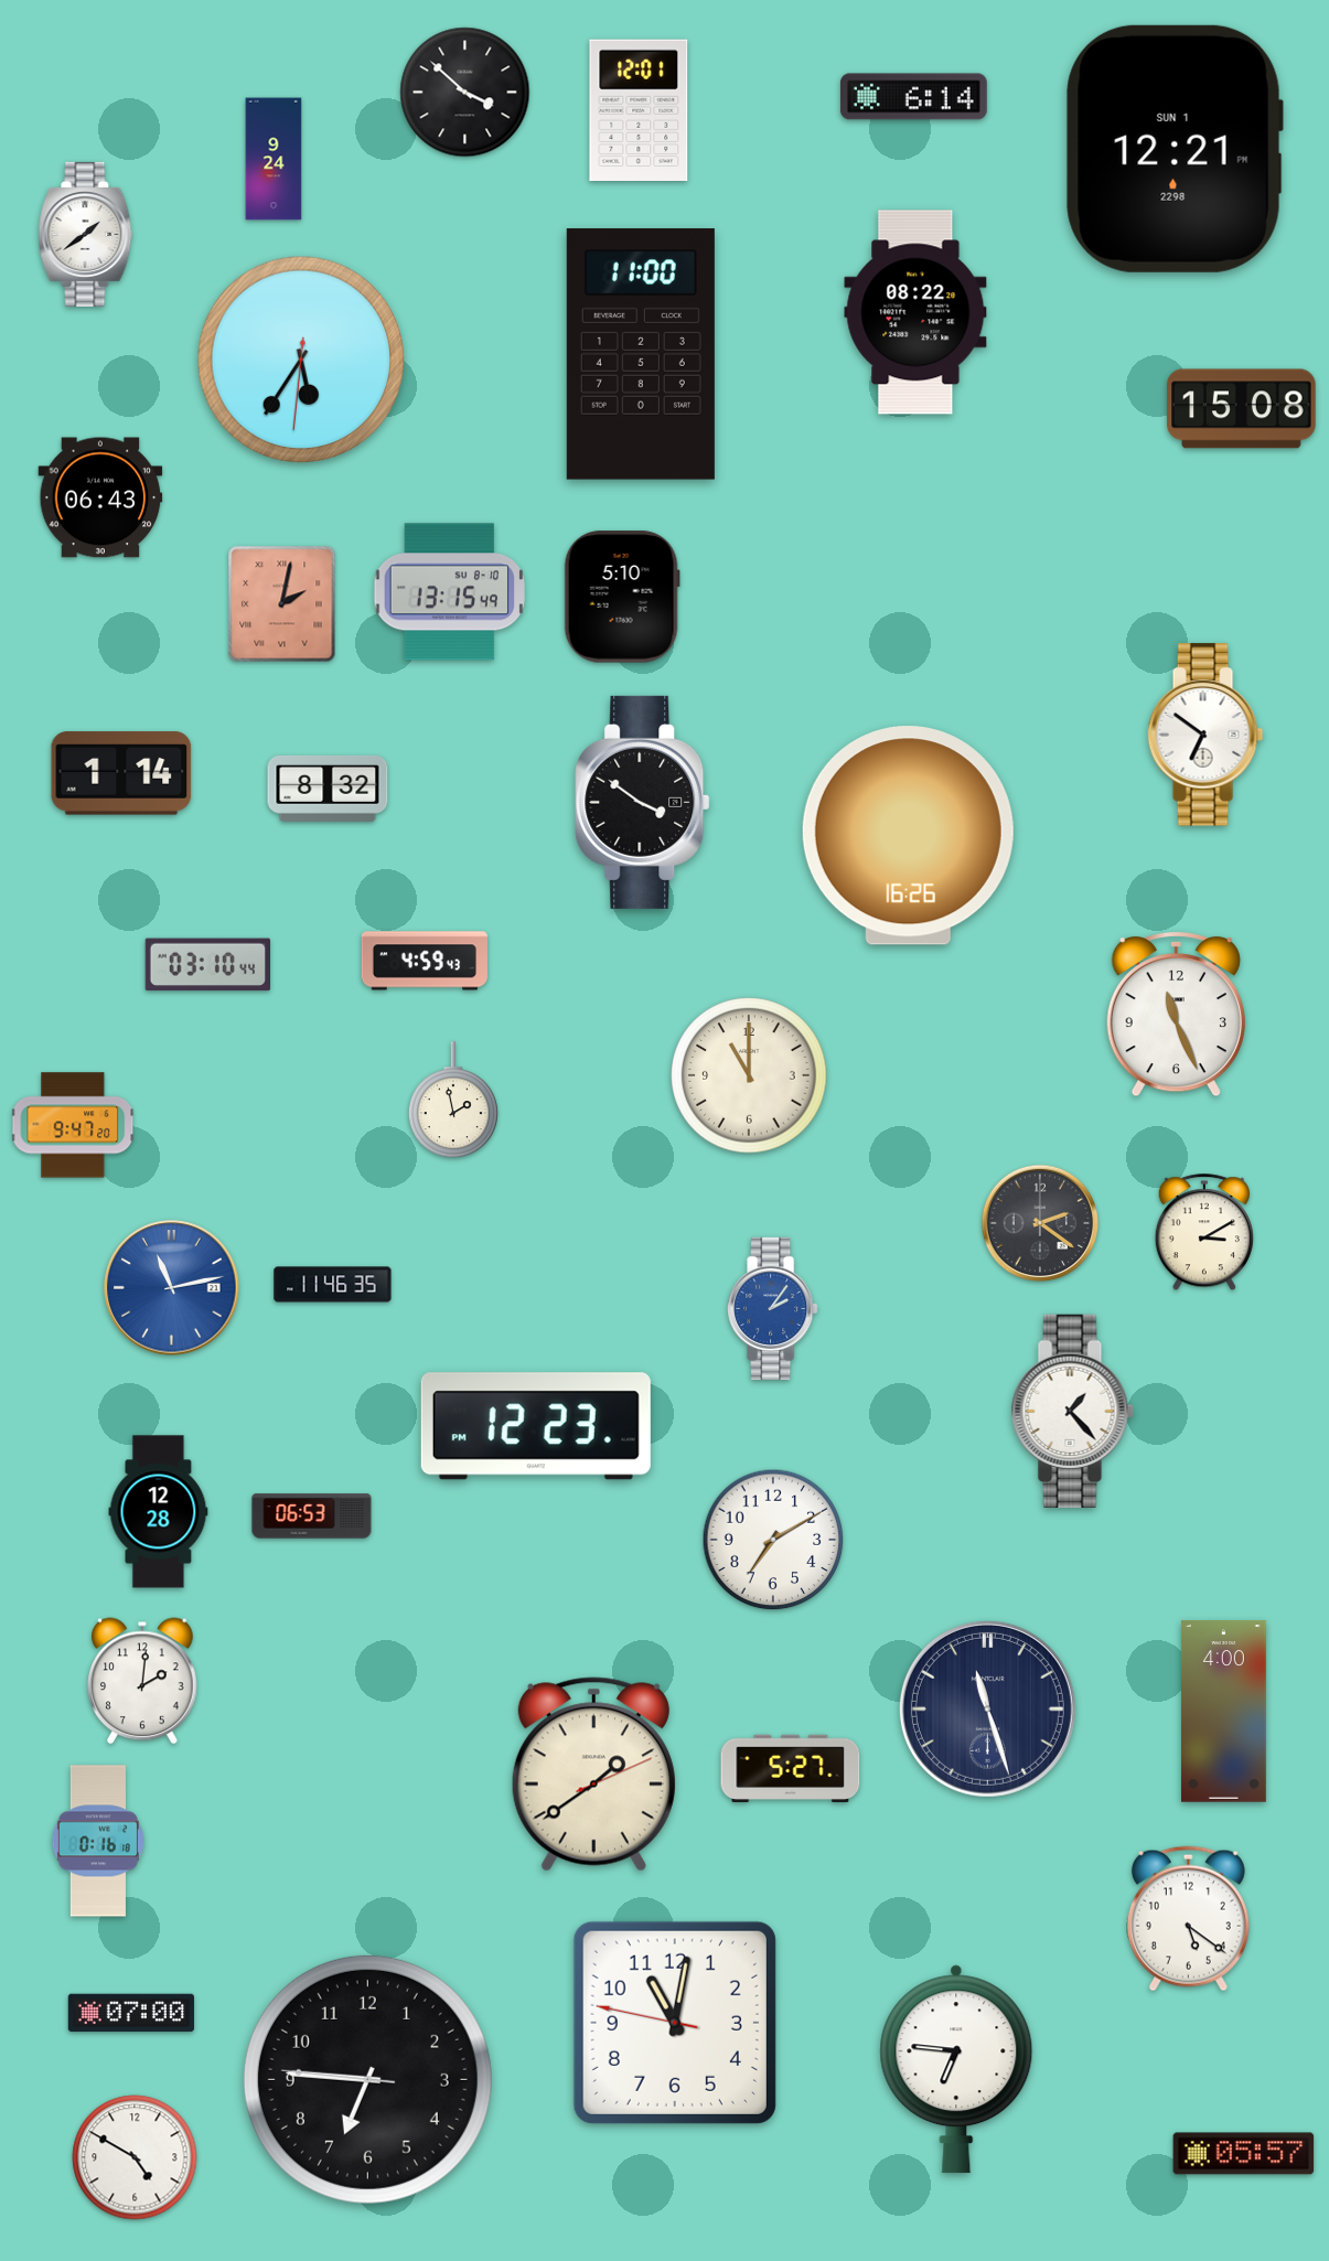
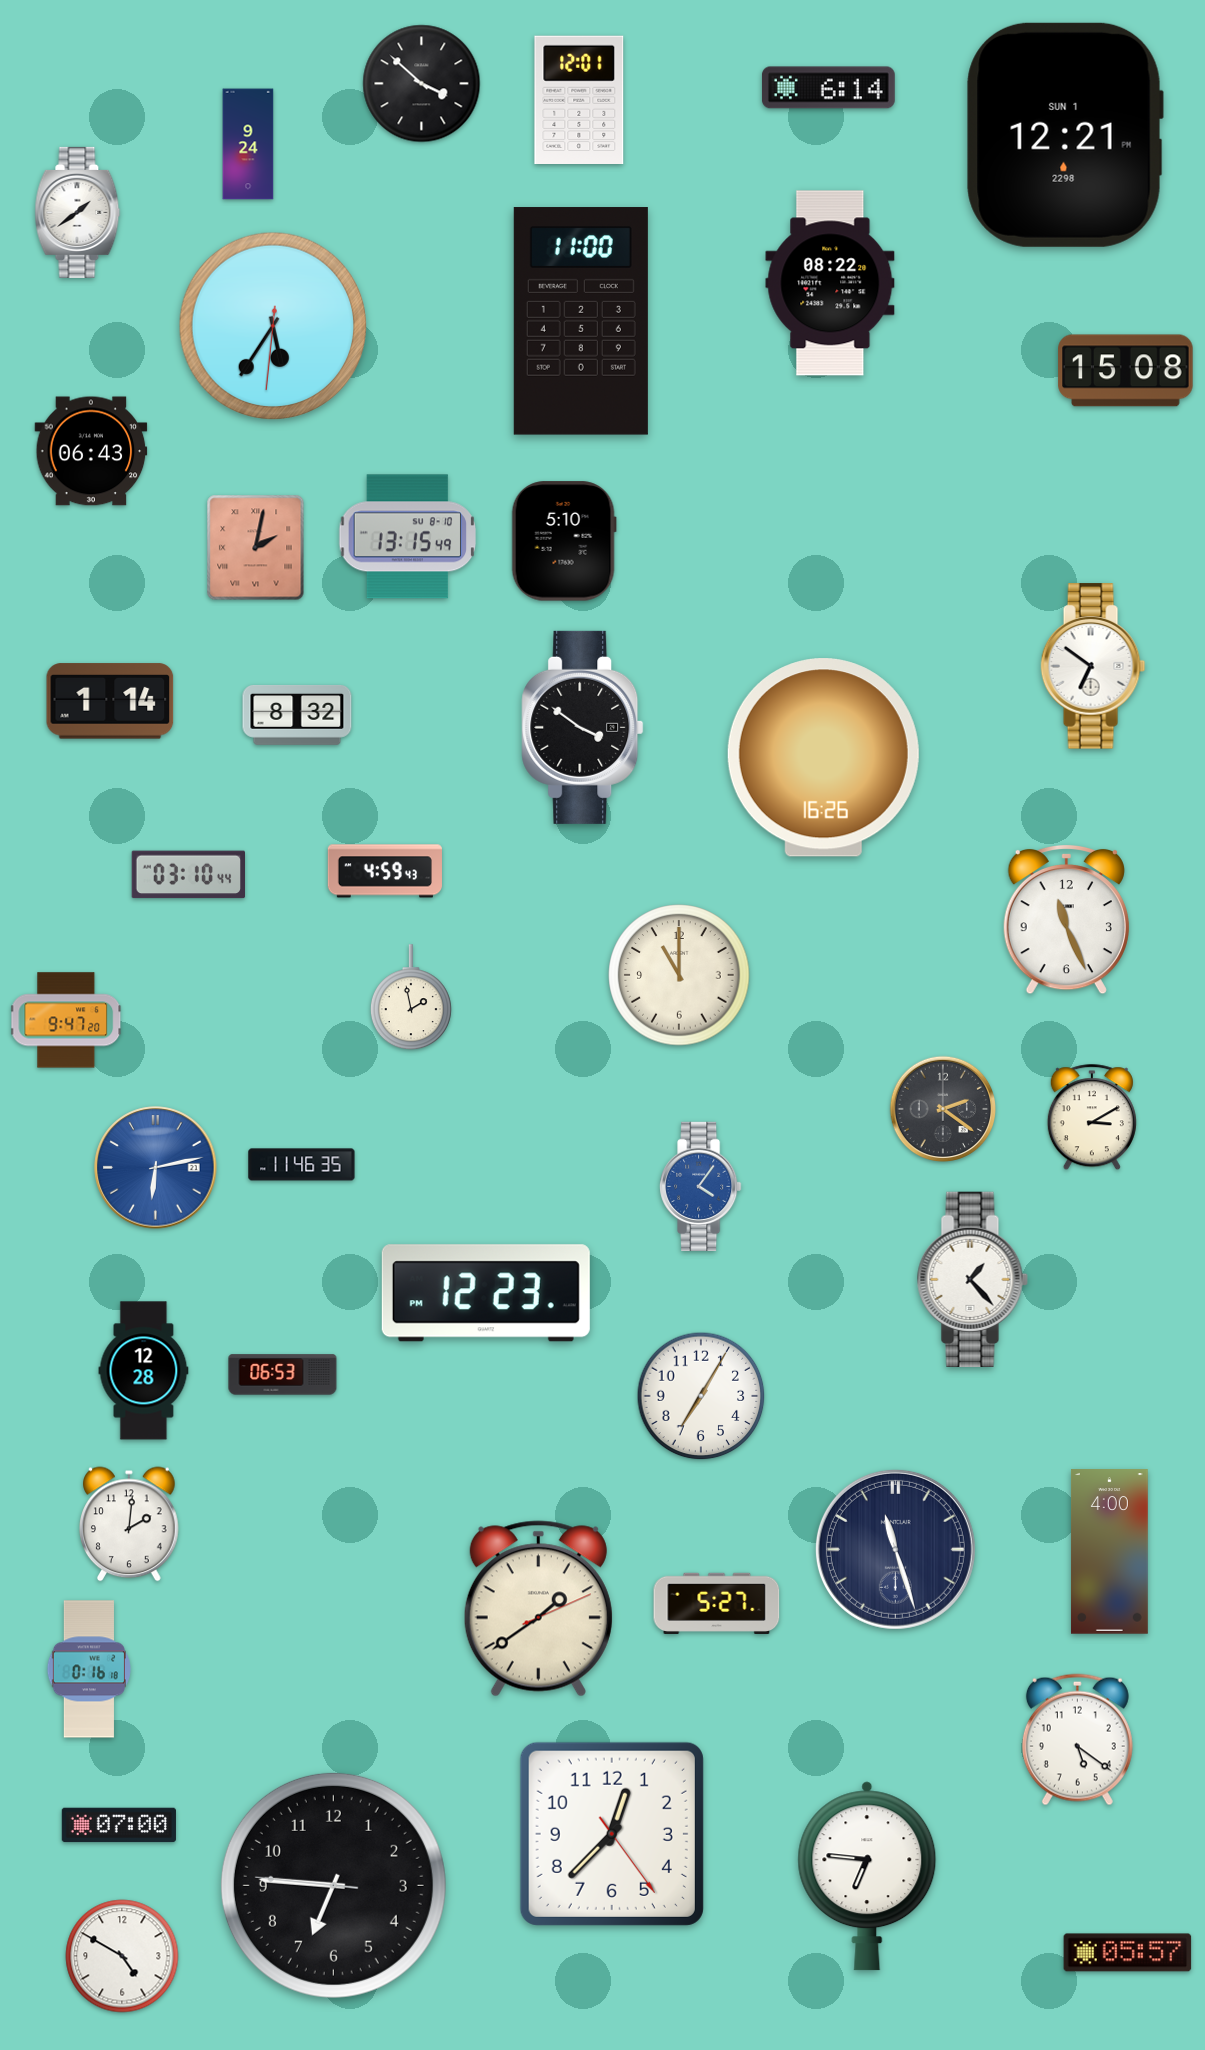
clock at (172, 1288): 11:13 -> 6:13
clock at (773, 1308): 2:06 -> 4:06
clock at (773, 1540): 7:10 -> 7:05
clock at (675, 2023): 11:01 -> 12:37
